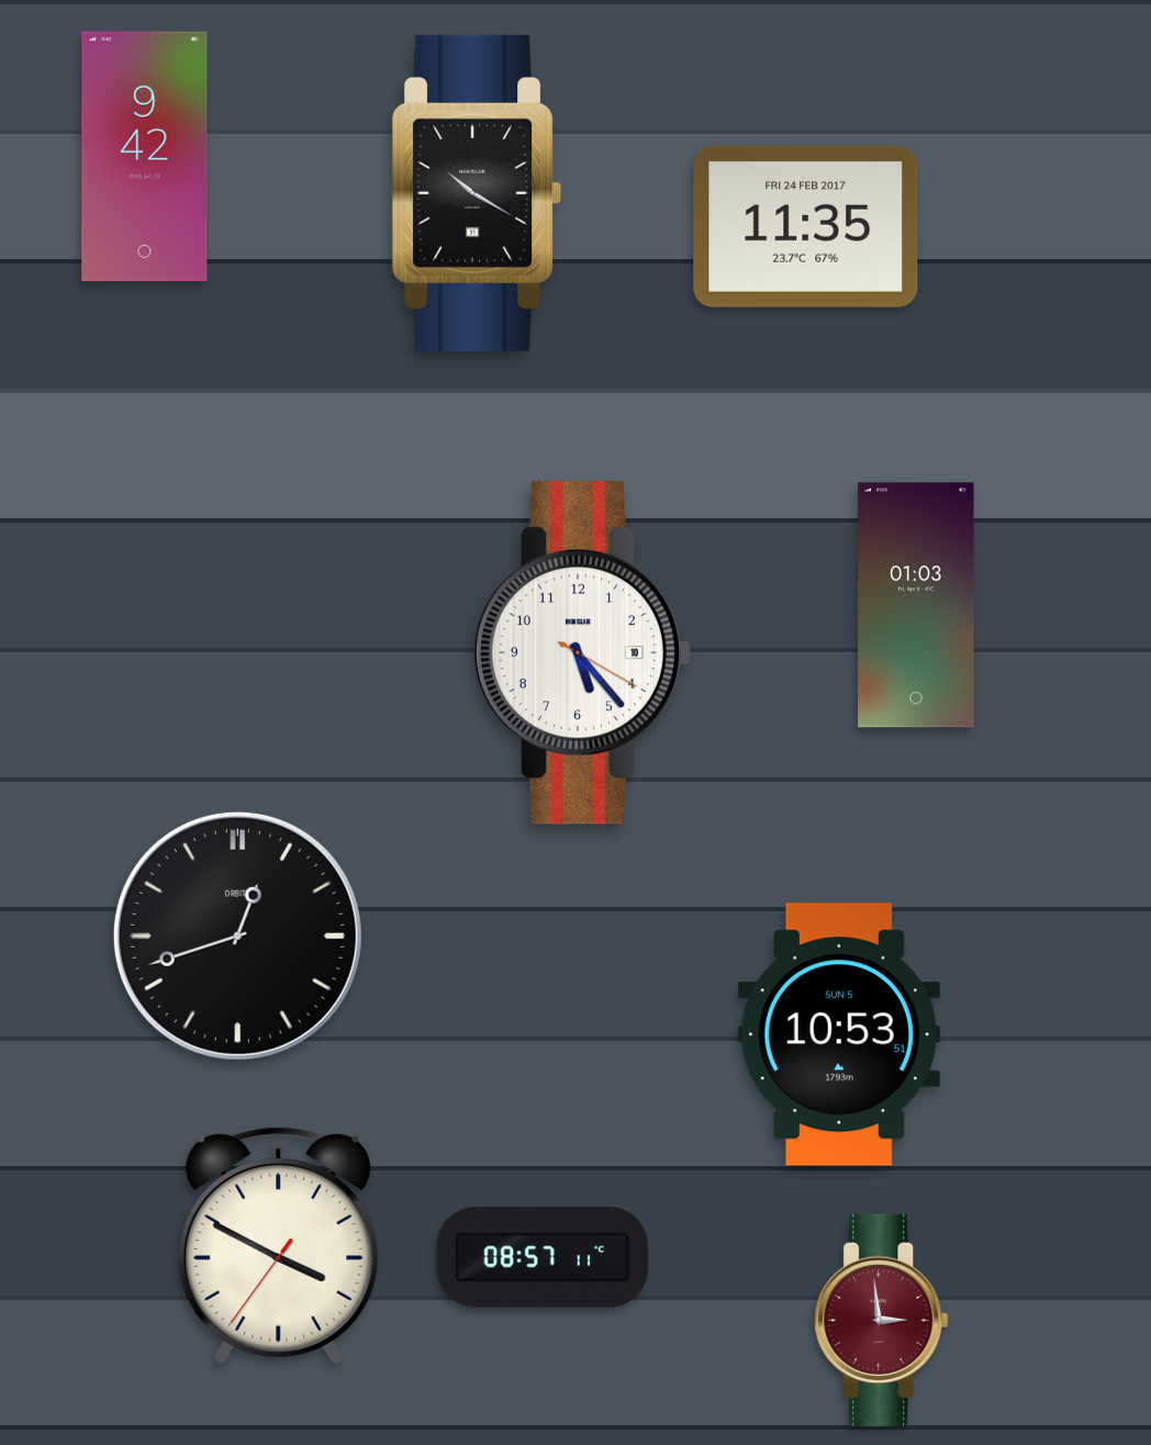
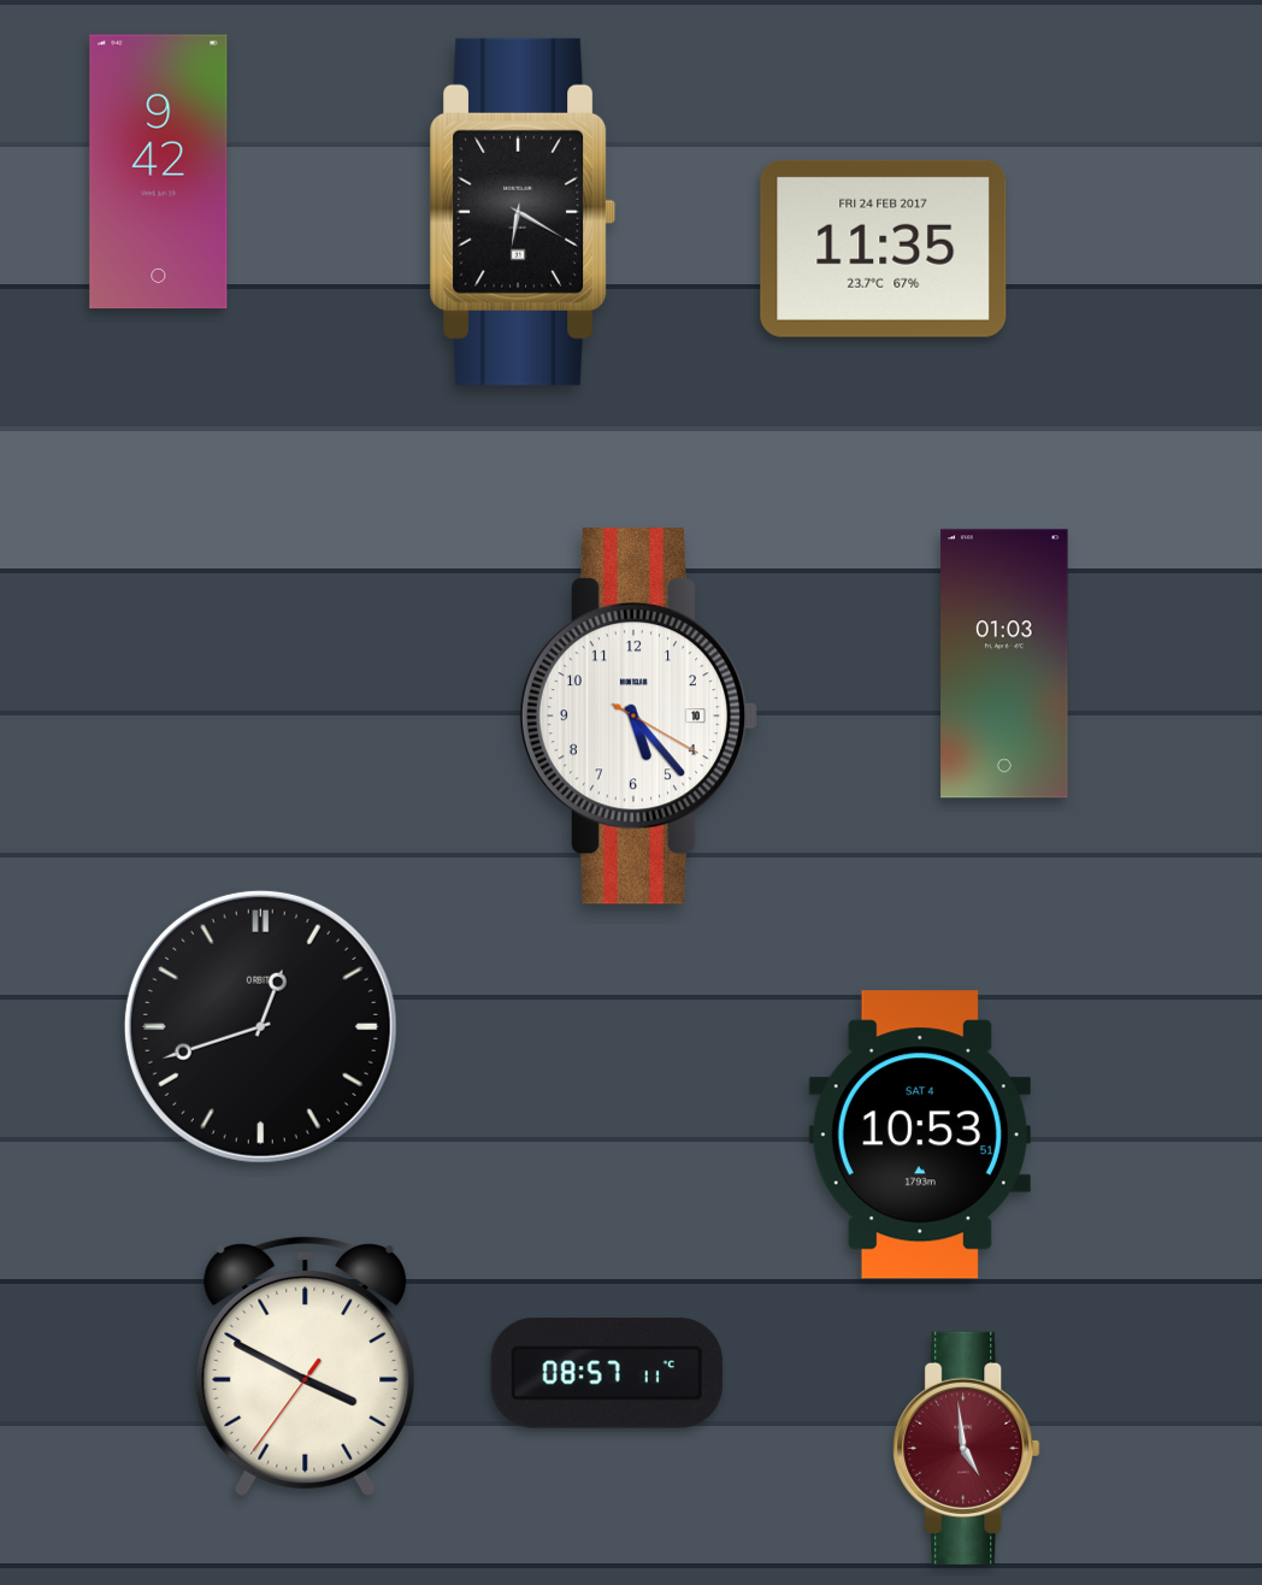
clock at (477, 193): 10:20 -> 6:20
clock at (839, 1034) date: SUN 5 -> SAT 4
clock at (543, 1257) position: (543, 1257) -> (607, 1373)
clock at (882, 1320): 2:59 -> 4:59
